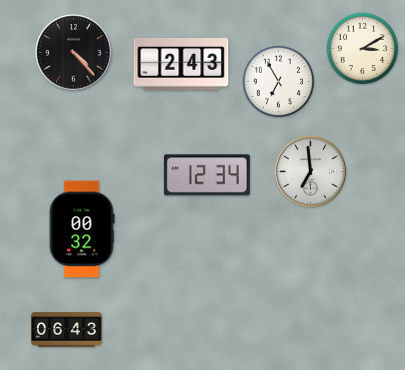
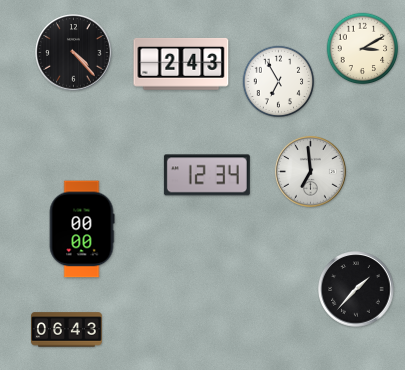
clock at (82, 229): 00:32 -> 00:00
clock at (356, 289): none -> 1:37
